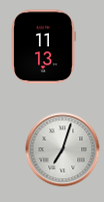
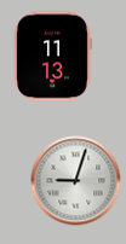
clock at (63, 150): 7:03 -> 9:03
